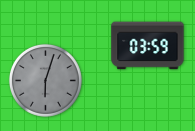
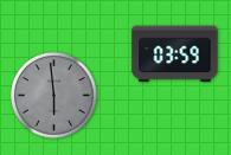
clock at (45, 80): 6:03 -> 5:59
